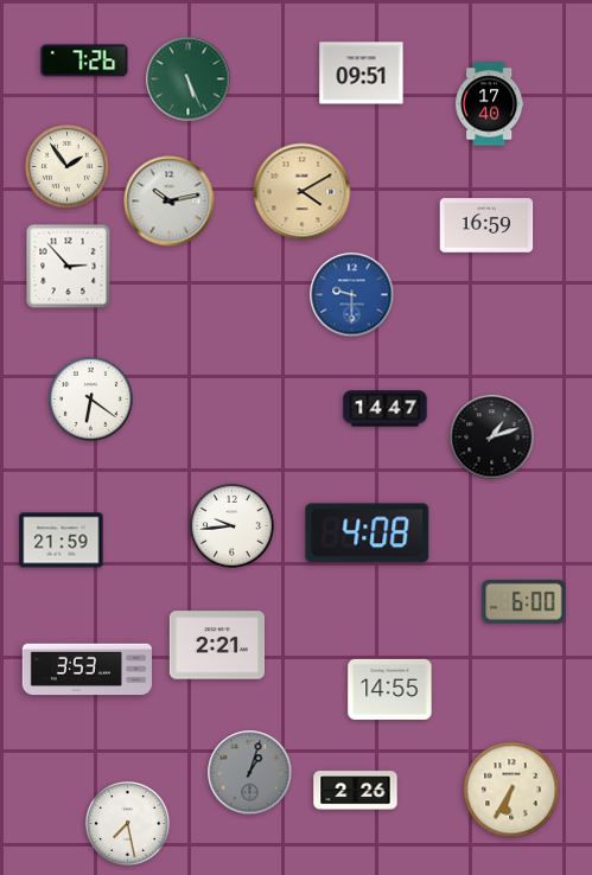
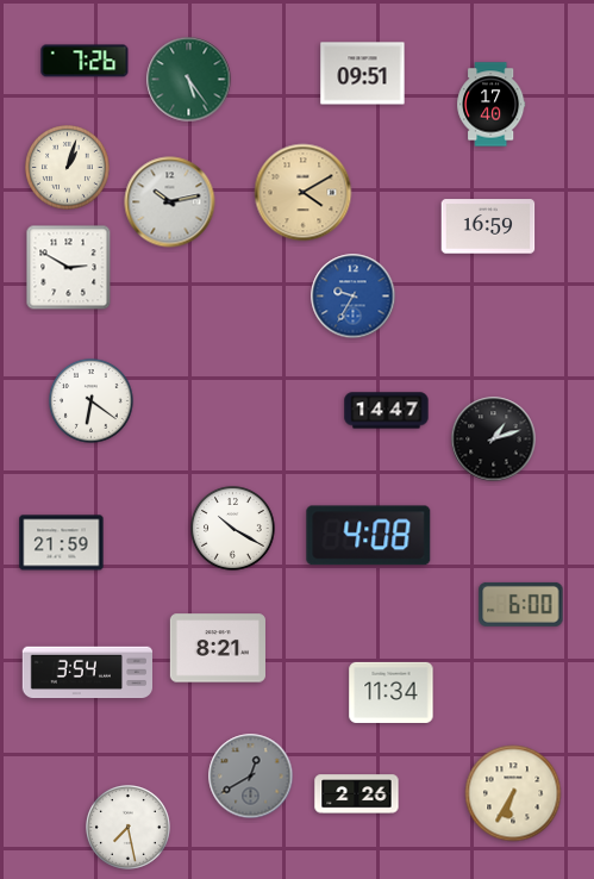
clock at (189, 79): 5:26 -> 5:24
clock at (68, 167): 1:54 -> 1:03
clock at (69, 267): 2:53 -> 2:50
clock at (352, 295): 9:30 -> 9:35
clock at (233, 526): 9:44 -> 10:20
clock at (524, 601) position: (524, 601) -> (521, 604)
clock at (217, 645): 2:21 -> 8:21
clock at (87, 670): 3:53 -> 3:54
clock at (390, 689): 14:55 -> 11:34
clock at (250, 773): 1:03 -> 12:40
